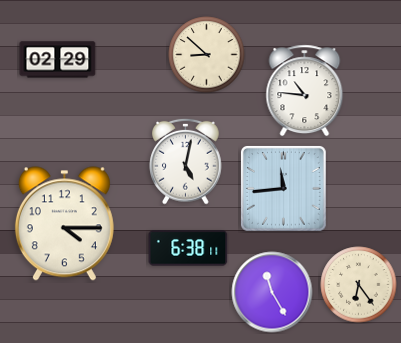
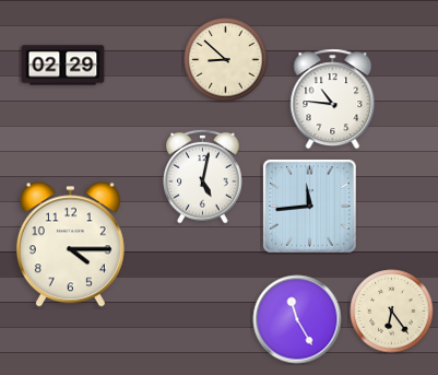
clock at (188, 248): 6:38 -> none
